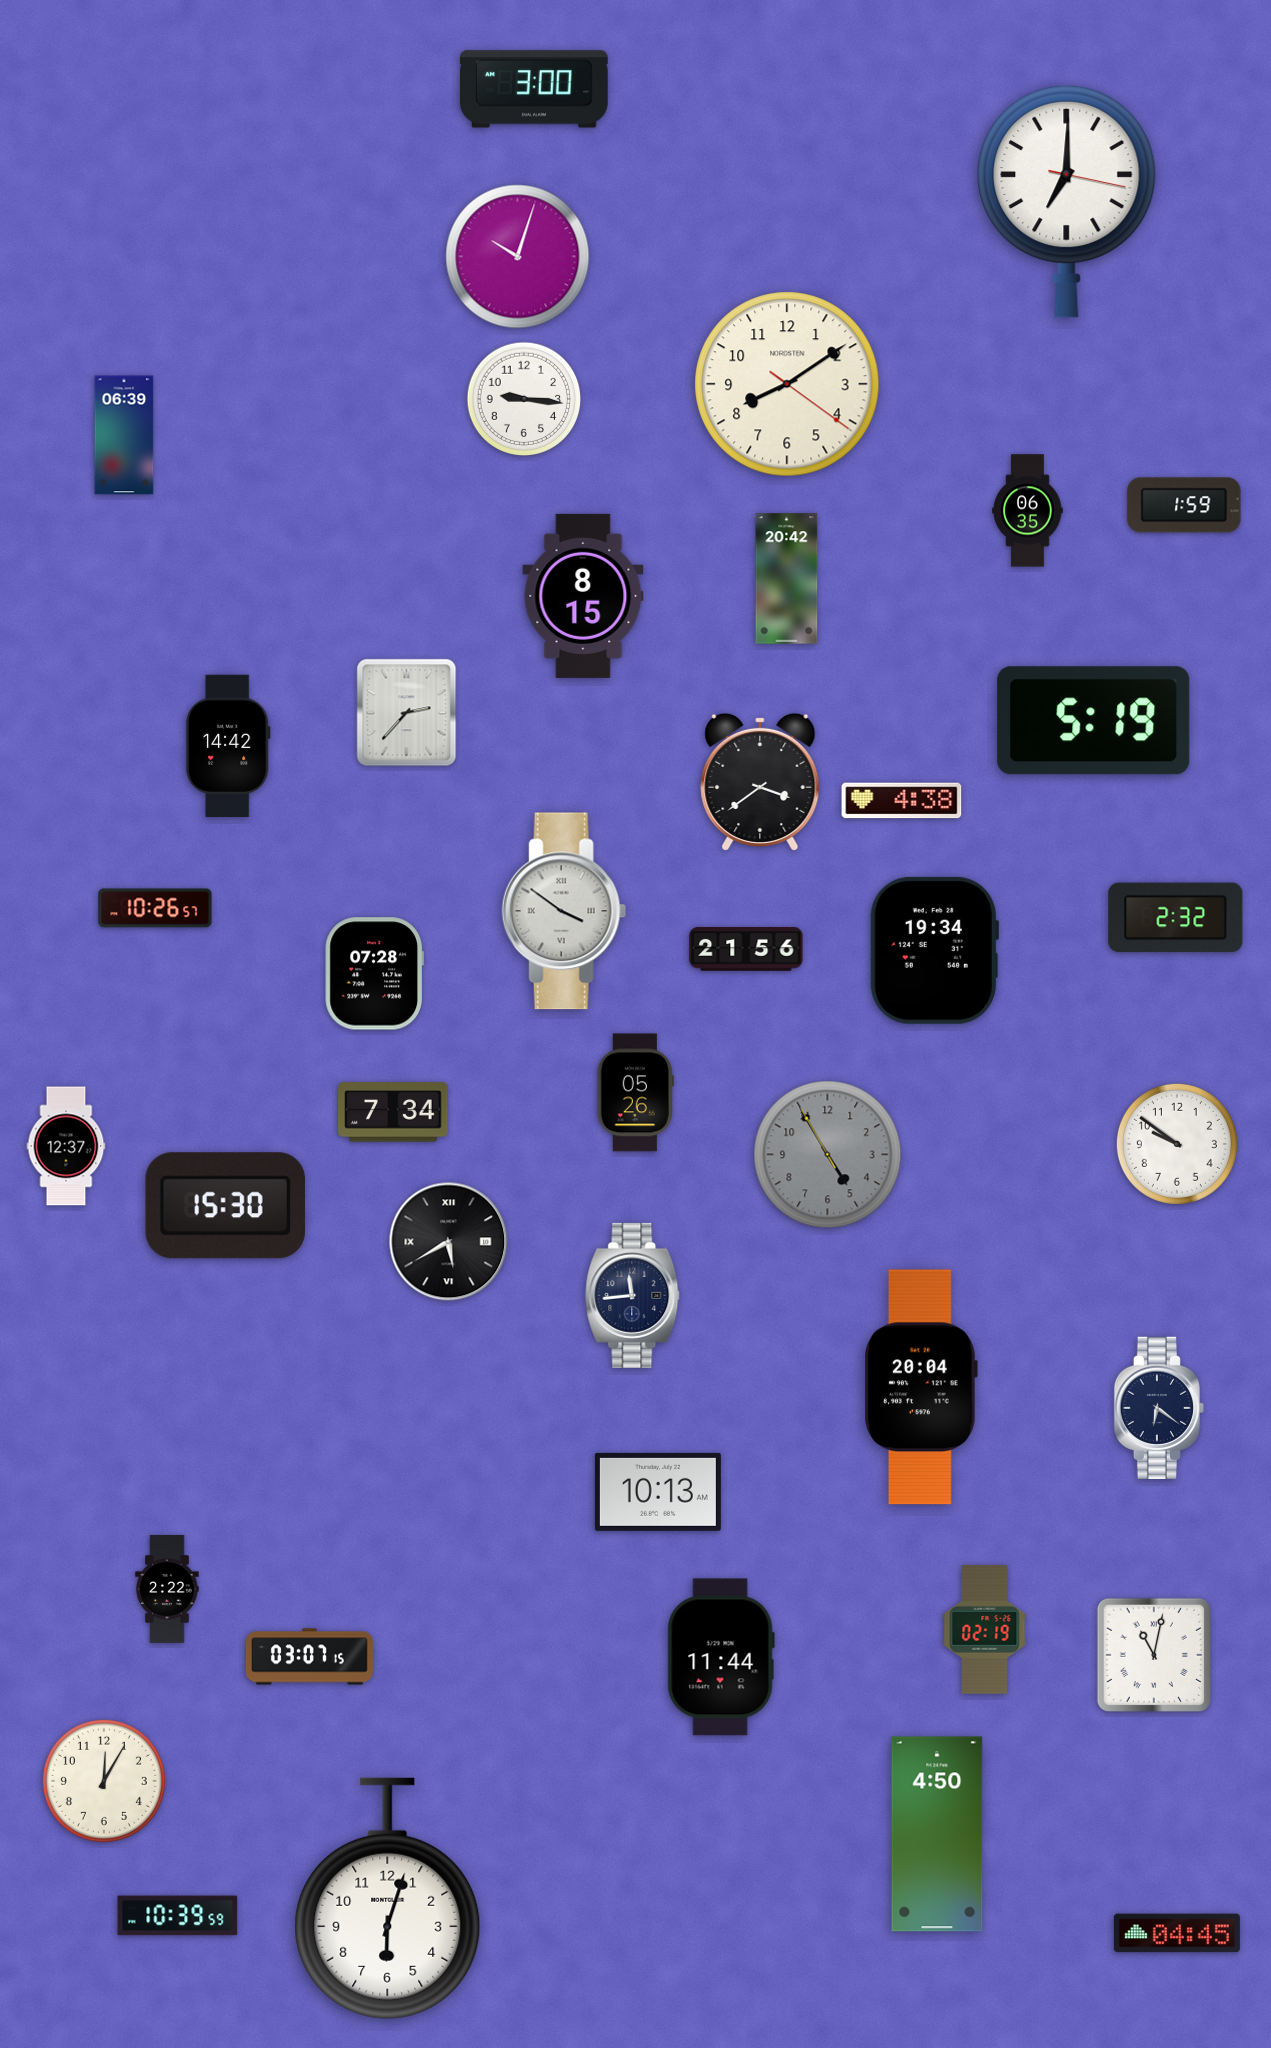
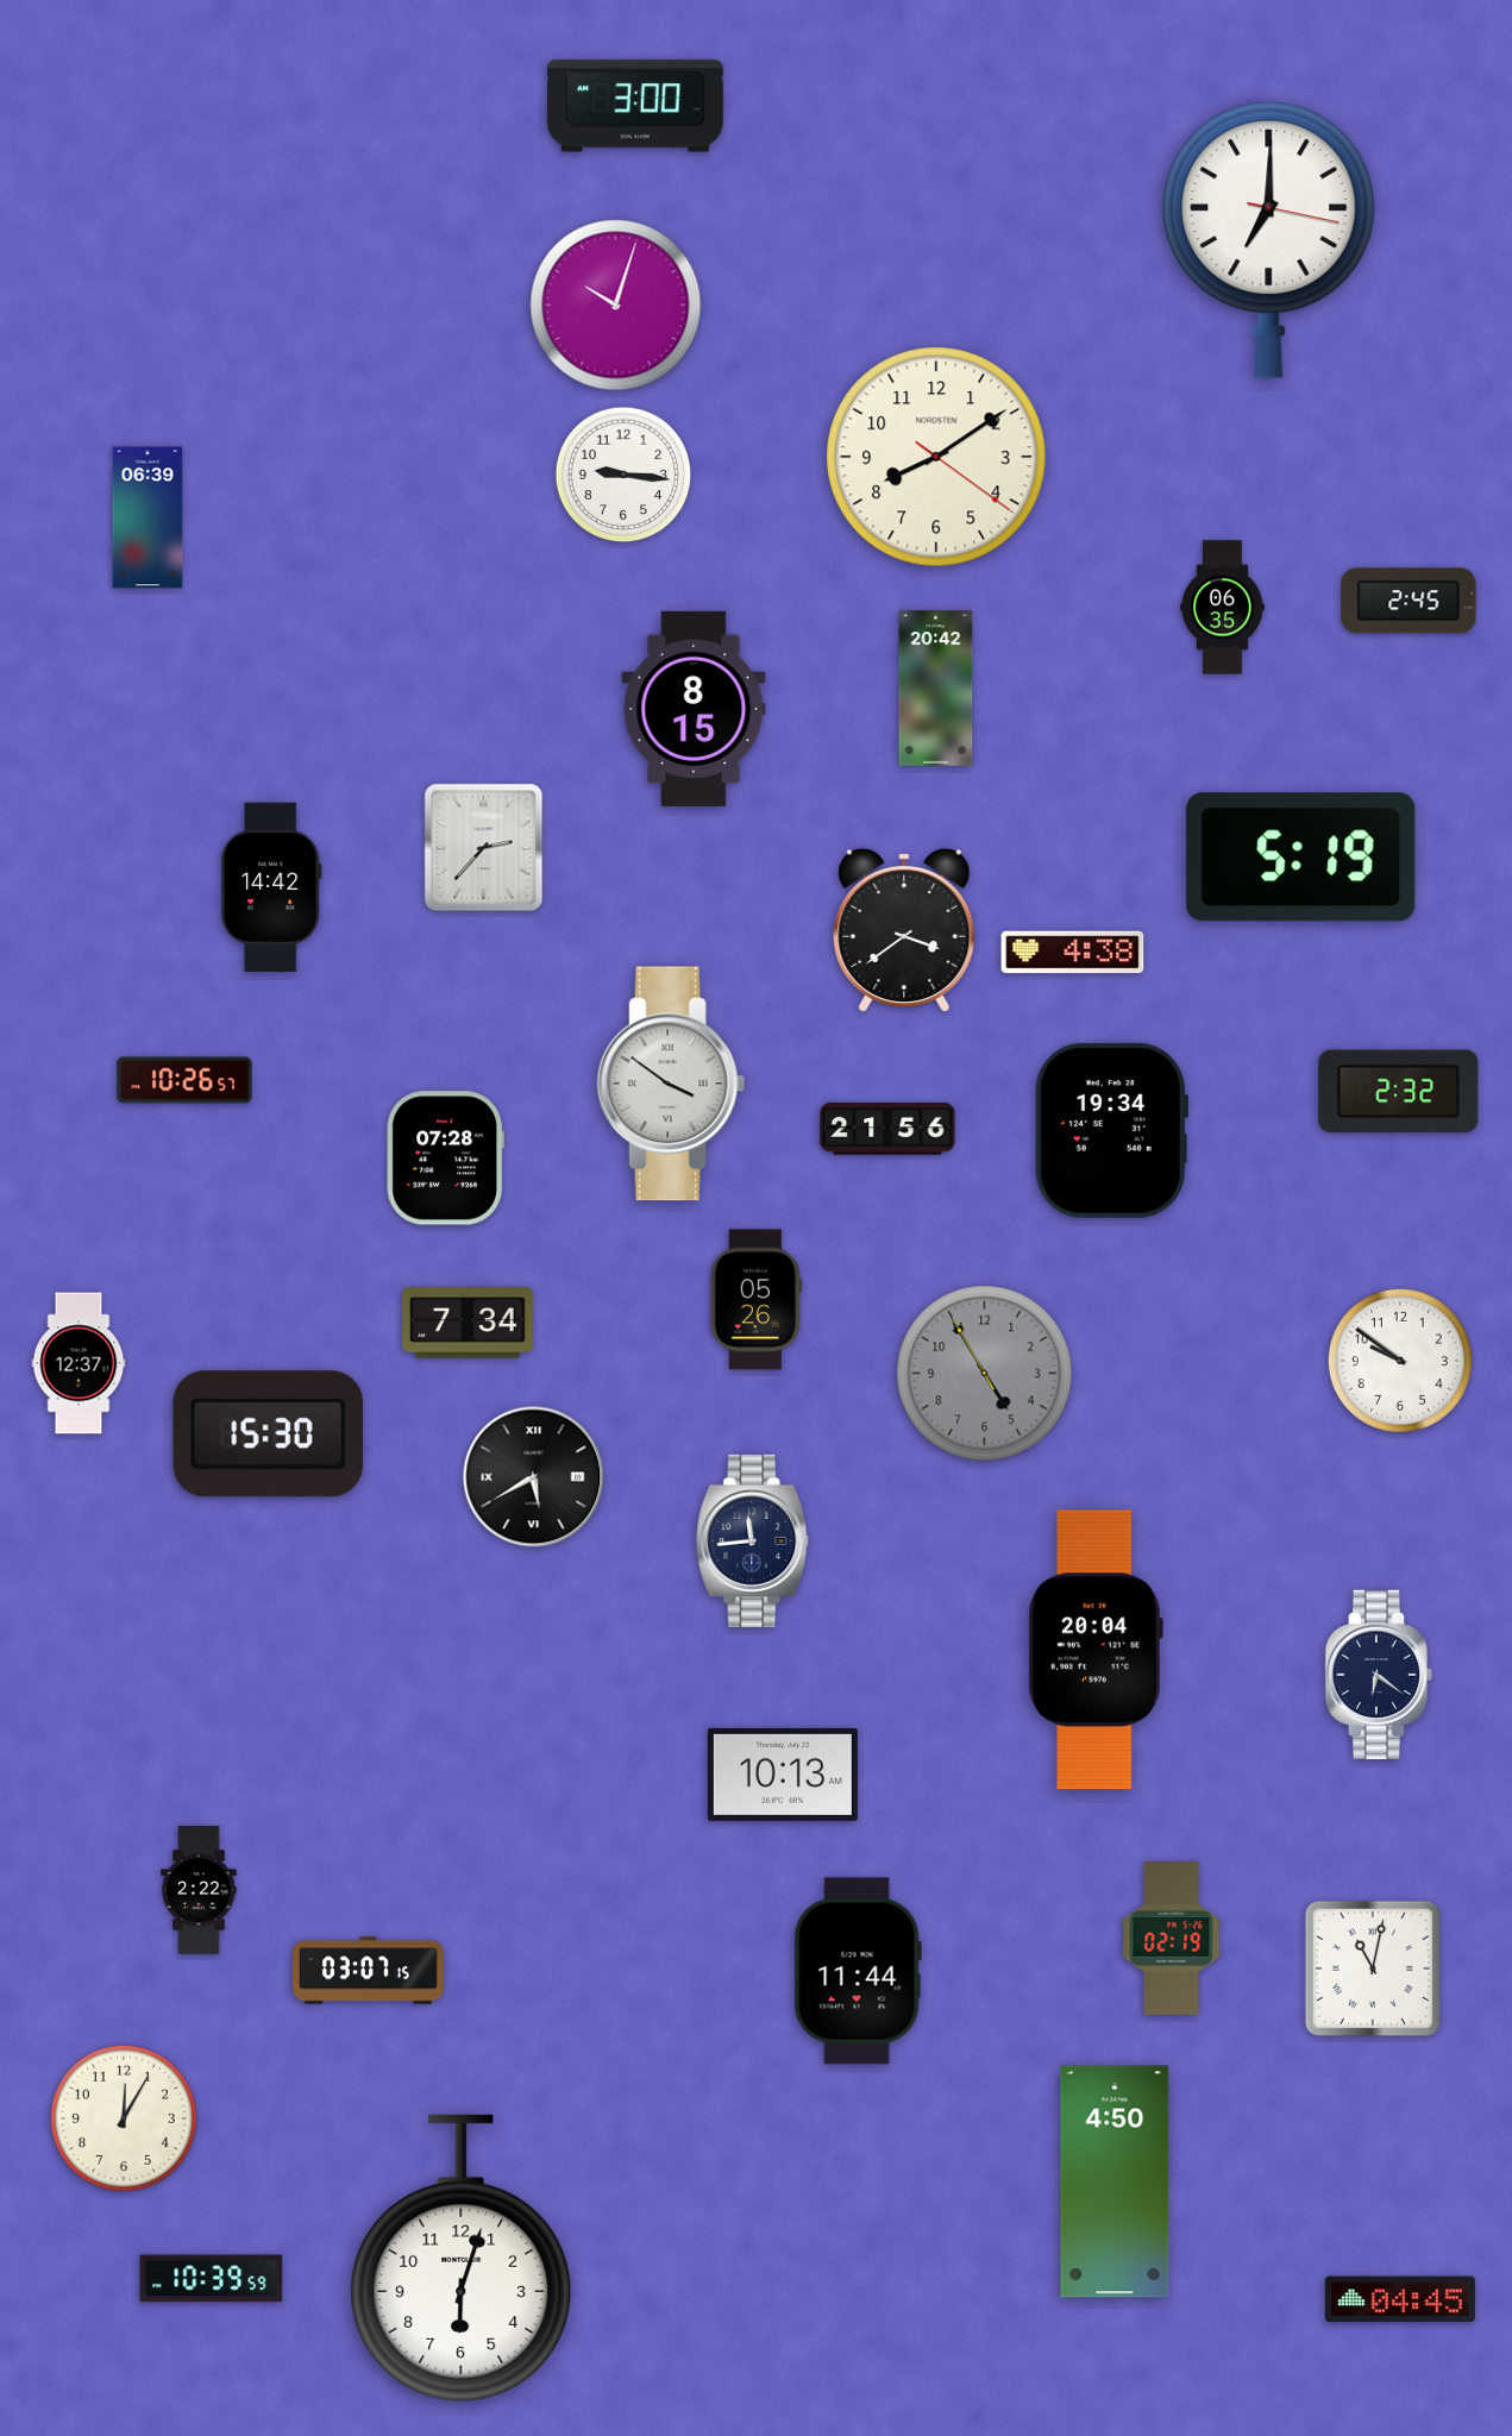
clock at (1184, 505): 1:59 -> 2:45
